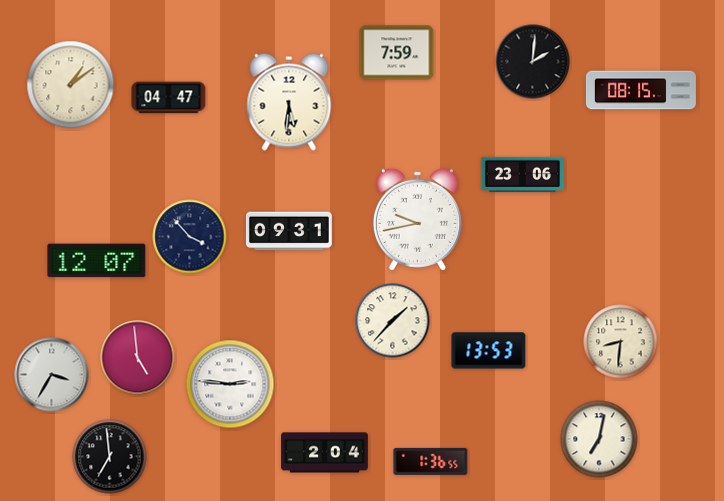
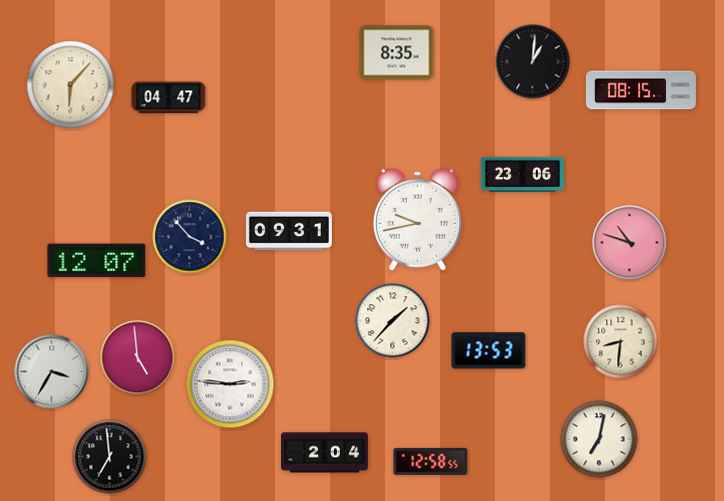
clock at (397, 53): 7:59 -> 8:35
clock at (533, 62): 2:01 -> 1:01
clock at (71, 85): 1:09 -> 6:07
clock at (289, 102): 5:31 -> none
clock at (630, 243): none -> 10:48
clock at (52, 375) position: (52, 375) -> (52, 372)
clock at (431, 461): 1:36 -> 12:58
